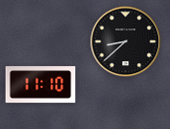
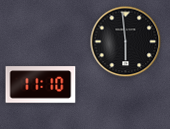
clock at (126, 42): 8:38 -> 5:59
